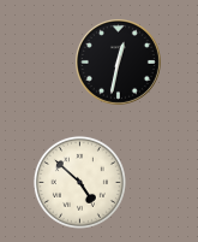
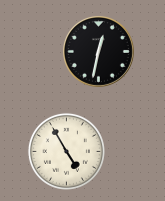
clock at (79, 182): 4:52 -> 4:55
